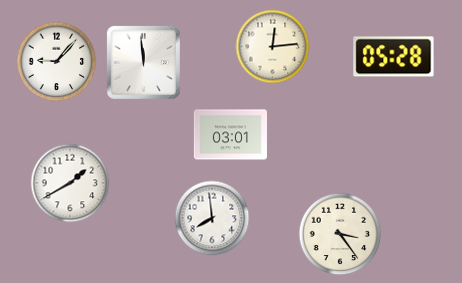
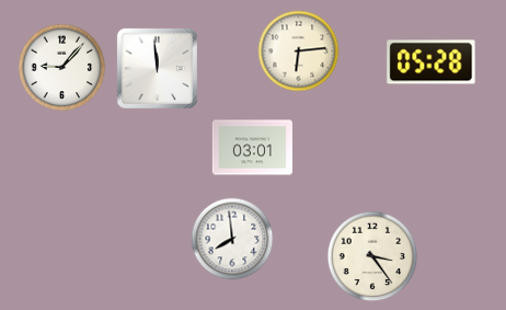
clock at (273, 47): 12:14 -> 6:14
clock at (70, 183): 1:40 -> none
